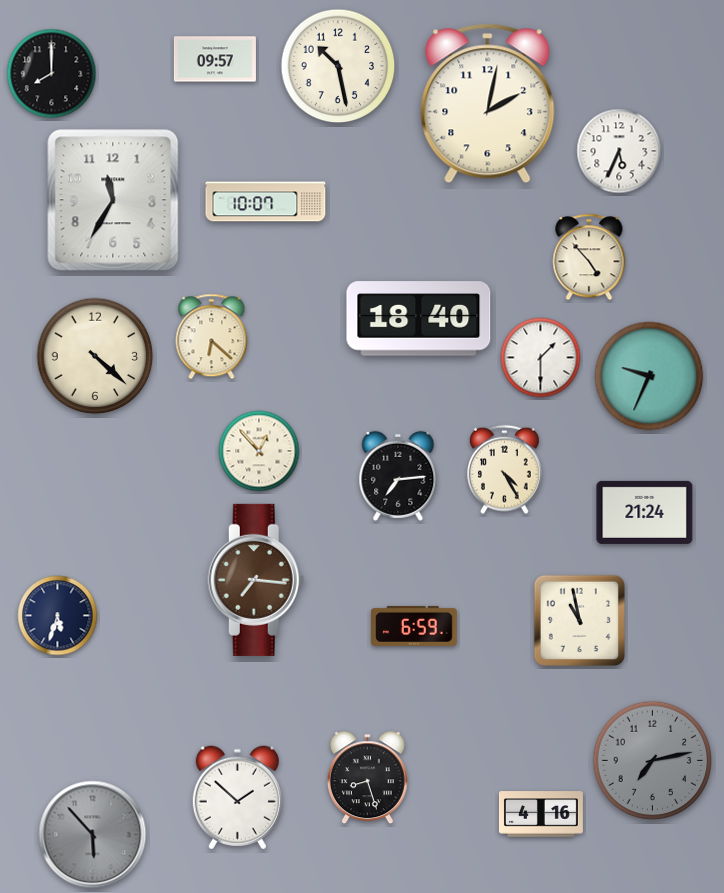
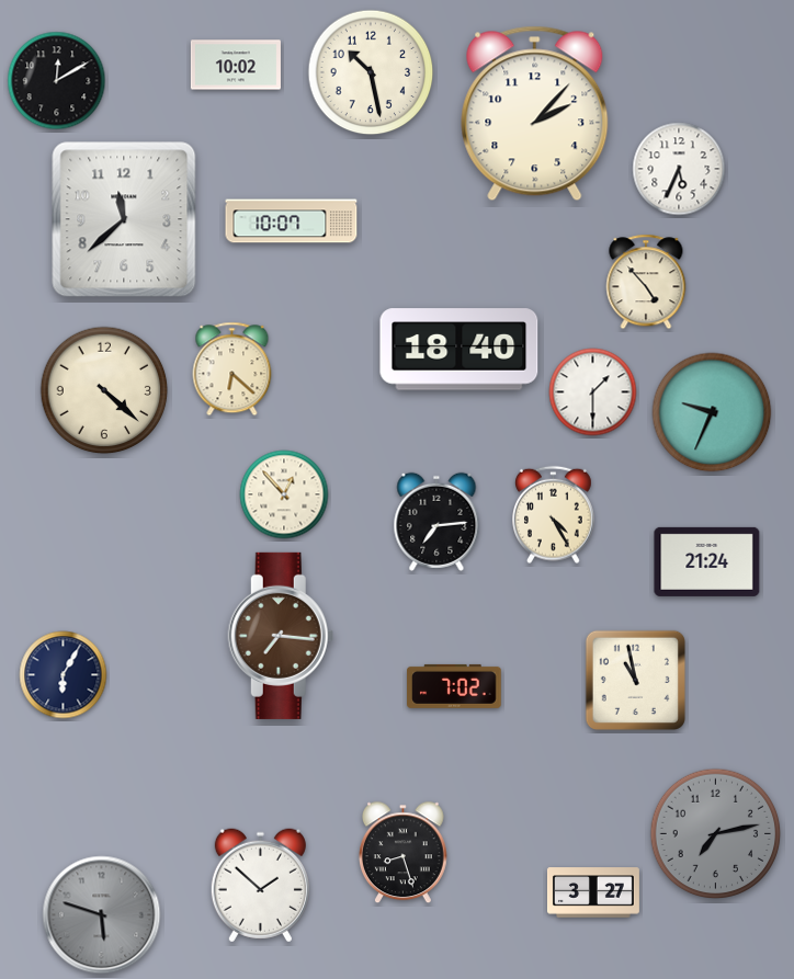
clock at (215, 59): 09:57 -> 10:02
clock at (52, 74): 8:00 -> 12:10
clock at (488, 104): 2:02 -> 2:07
clock at (619, 151) position: (619, 151) -> (679, 169)
clock at (113, 200): 11:35 -> 11:38
clock at (58, 616): 5:33 -> 6:05
clock at (414, 626): 6:59 -> 7:02
clock at (237, 798) position: (237, 798) -> (260, 886)
clock at (541, 814): 4:16 -> 3:27
clock at (93, 835): 5:53 -> 5:48
